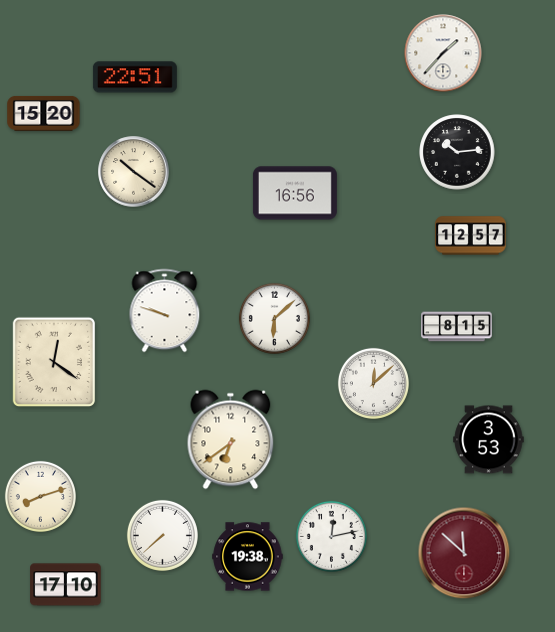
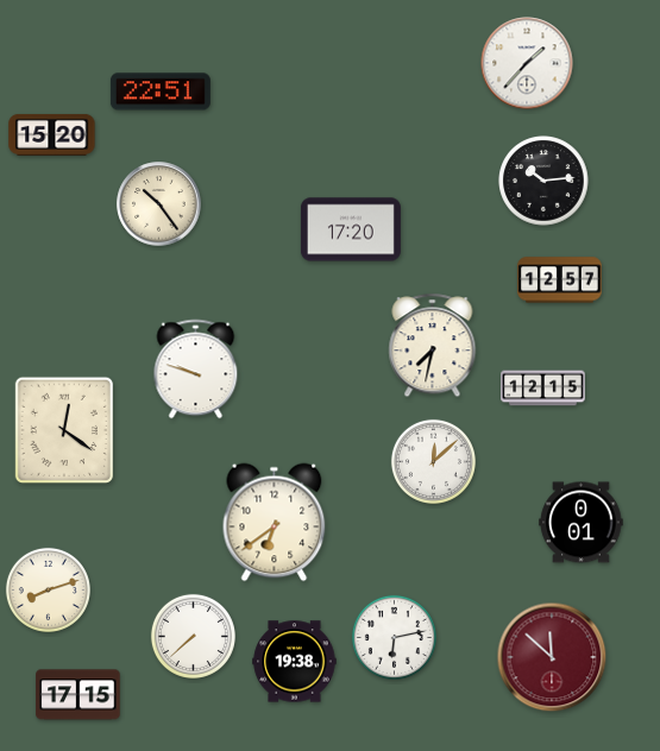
clock at (134, 172): 10:21 -> 10:24
clock at (295, 193): 16:56 -> 17:20
clock at (433, 346): none -> 7:32
clock at (274, 318): 6:08 -> none
clock at (457, 327): 8:15 -> 12:15
clock at (373, 383) position: (373, 383) -> (433, 461)
clock at (489, 440): 3:53 -> 0:01
clock at (331, 536): 12:13 -> 6:13
clock at (66, 585): 17:10 -> 17:15
